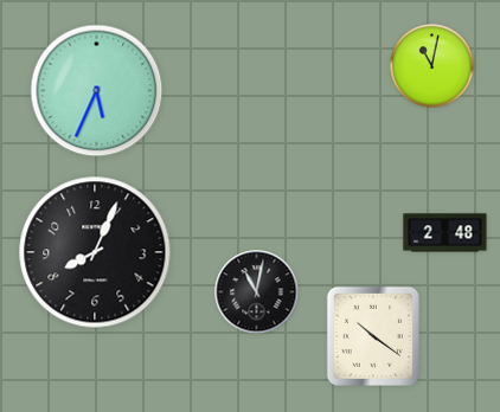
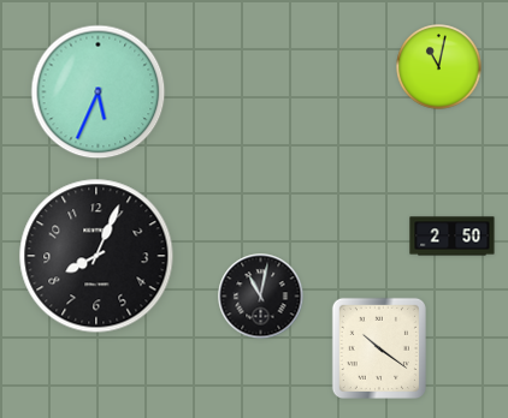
clock at (445, 233): 2:48 -> 2:50
clock at (373, 336) position: (373, 336) -> (379, 348)
